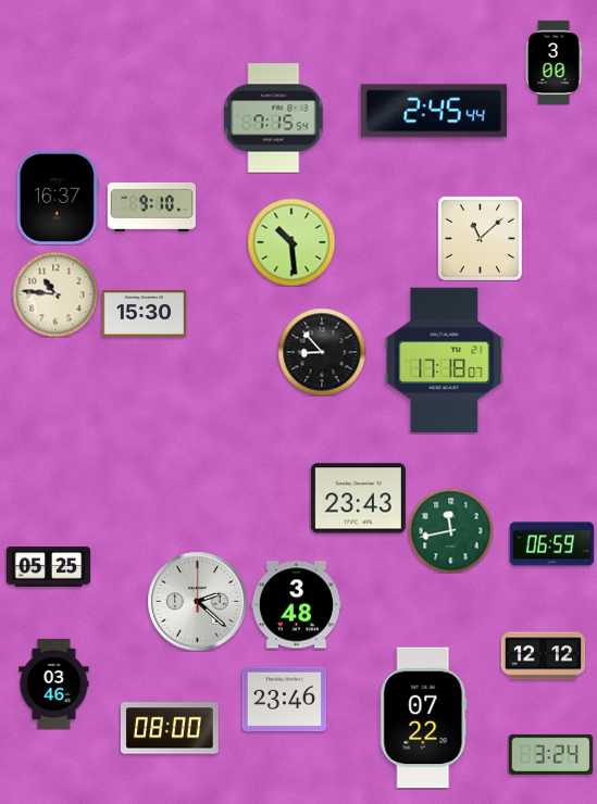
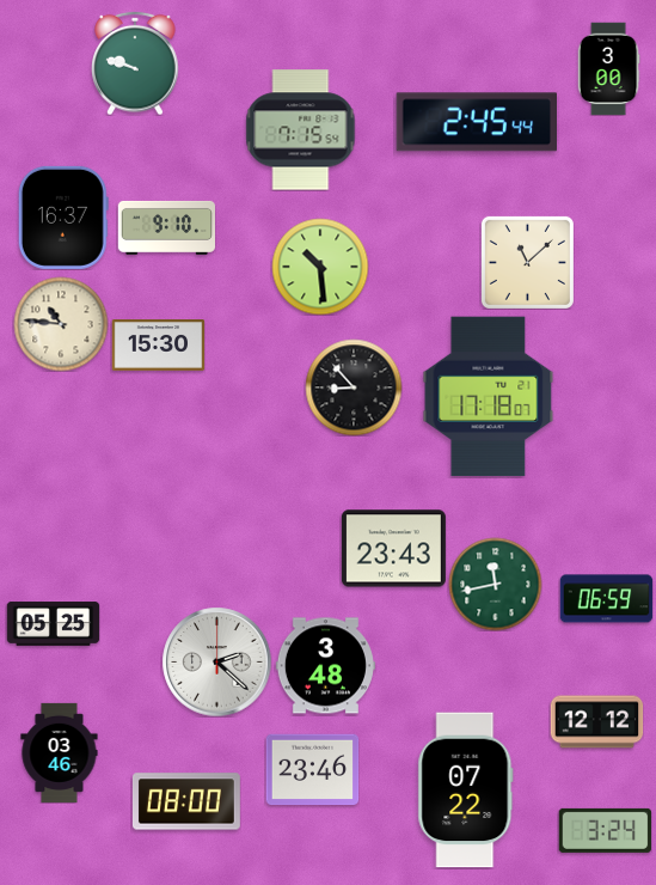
clock at (135, 63): none -> 9:48
